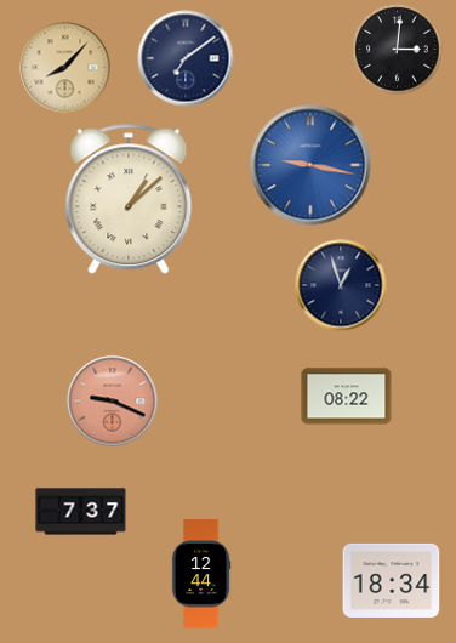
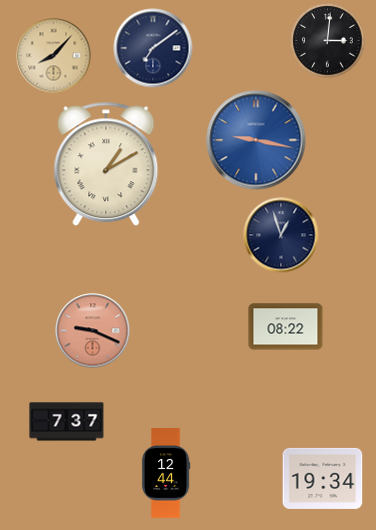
clock at (310, 165) position: (310, 165) -> (256, 140)
clock at (129, 199): 1:08 -> 1:10
clock at (392, 580): 18:34 -> 19:34
